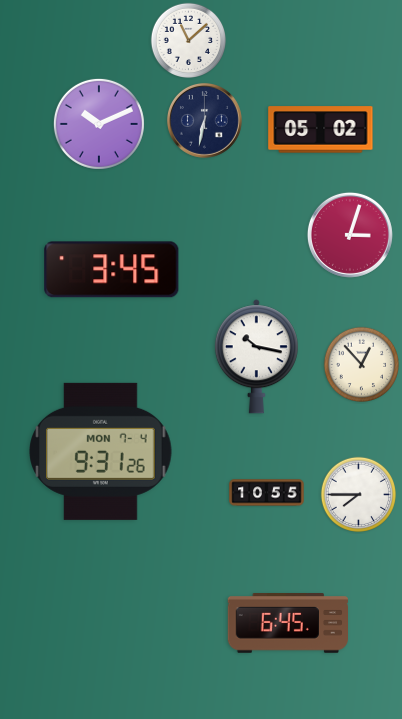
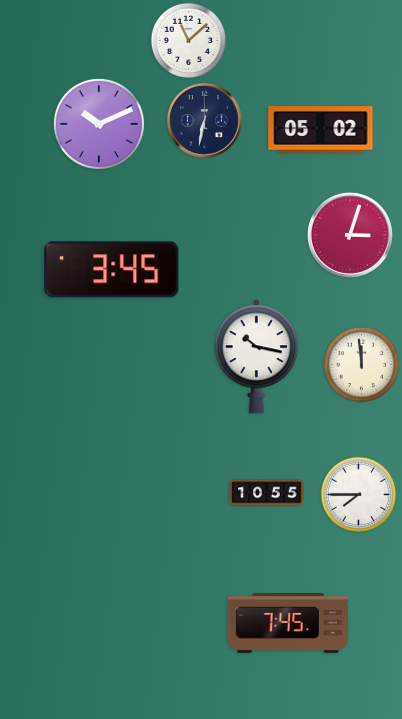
clock at (362, 365): 12:53 -> 11:59
clock at (101, 451): 9:31 -> none
clock at (287, 624): 6:45 -> 7:45
